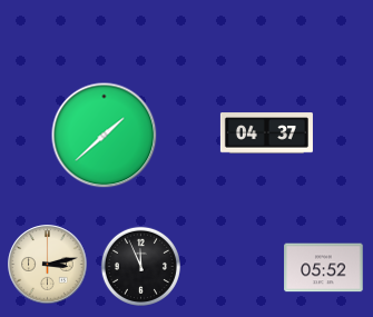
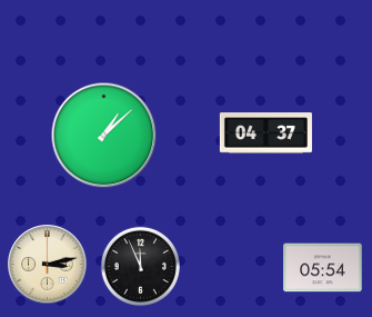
clock at (105, 136): 1:38 -> 1:08
clock at (324, 268): 05:52 -> 05:54
